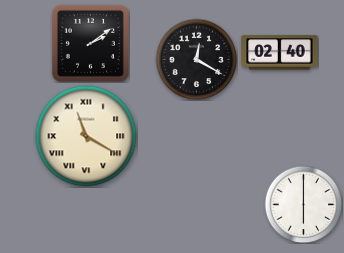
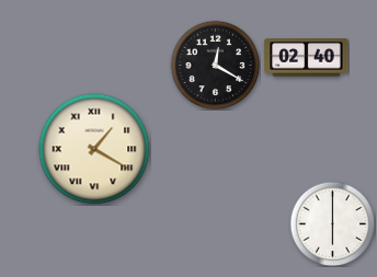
clock at (90, 43): 2:09 -> none
clock at (86, 136): 11:20 -> 1:20
